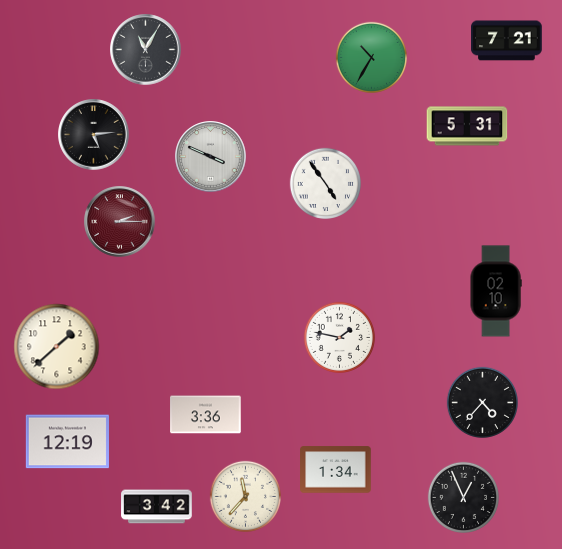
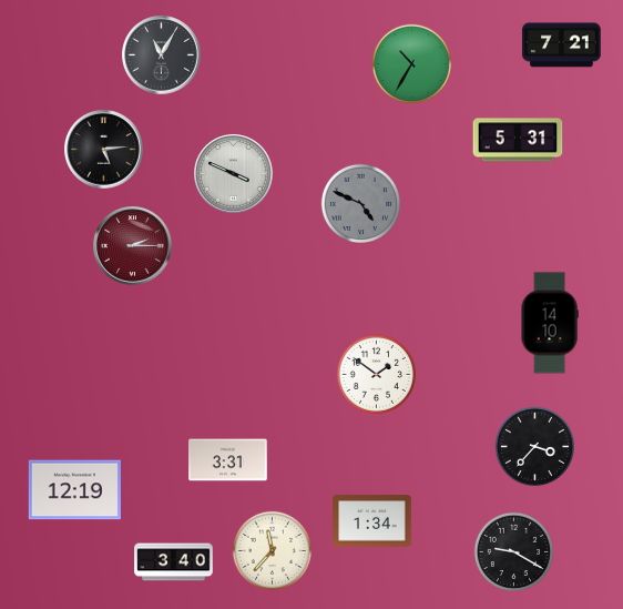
clock at (325, 183): 4:54 -> 4:49
clock at (325, 183) dial: white -> grey
clock at (496, 291): 02:10 -> 14:10
clock at (339, 337): 1:47 -> 1:51
clock at (57, 347): 1:38 -> none
clock at (482, 402): 4:37 -> 3:37
clock at (206, 415): 3:36 -> 3:31
clock at (463, 497): 12:56 -> 9:20
clock at (157, 507): 3:42 -> 3:40
